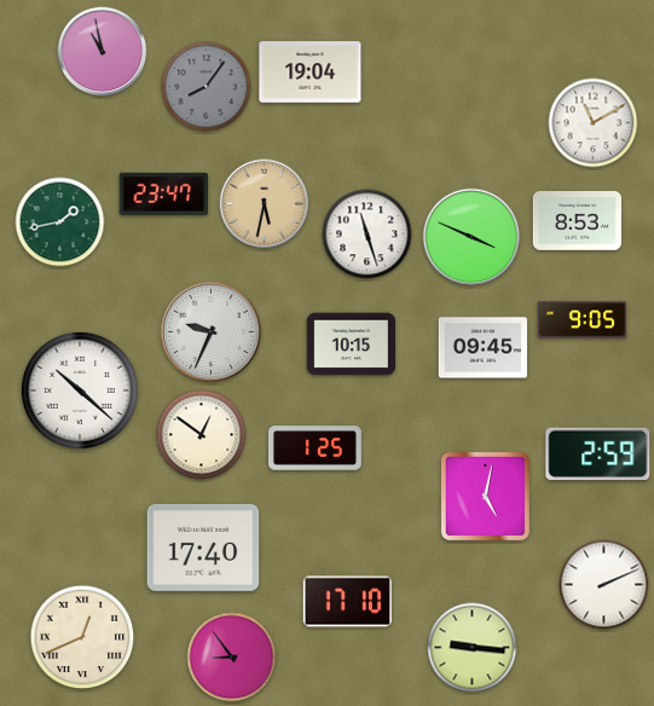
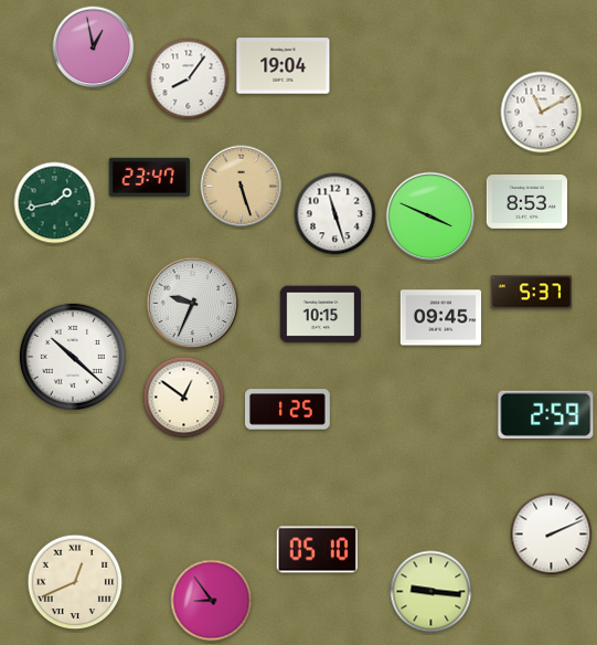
clock at (103, 52): 10:58 -> 12:58
clock at (207, 87) dial: grey -> white
clock at (265, 204): 5:32 -> 5:27
clock at (583, 320): 9:05 -> 5:37
clock at (485, 496): 5:02 -> none
clock at (203, 548): 17:40 -> none
clock at (347, 602): 17:10 -> 05:10
